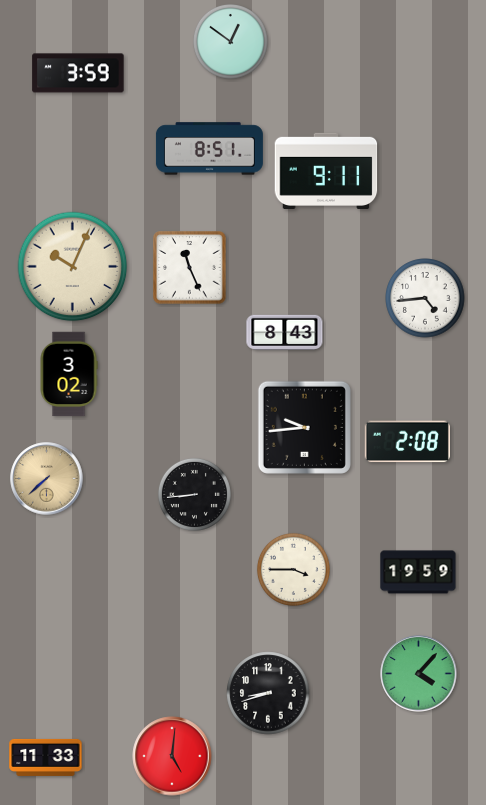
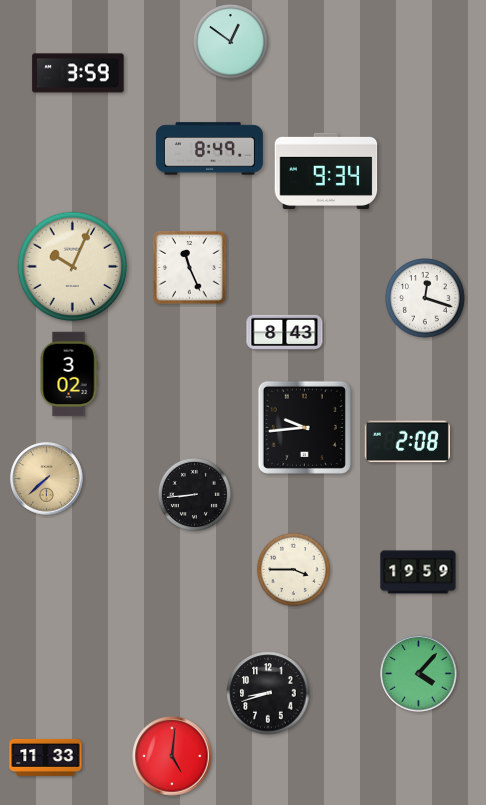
clock at (209, 149): 8:51 -> 8:49
clock at (326, 171): 9:11 -> 9:34
clock at (425, 298): 4:44 -> 12:18
